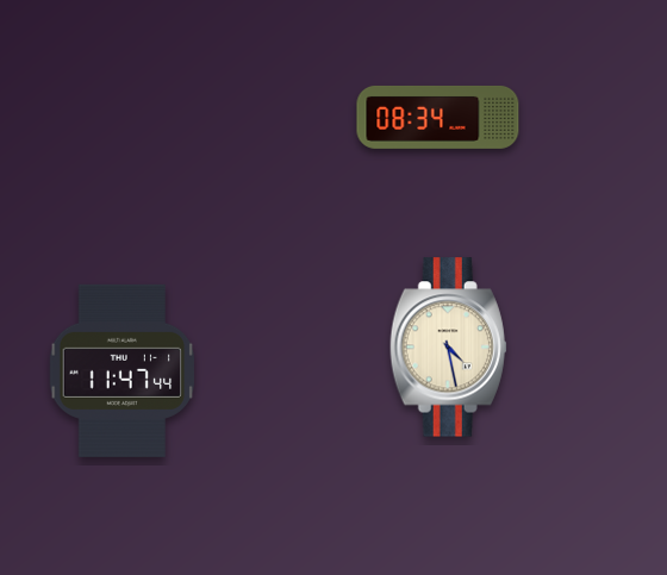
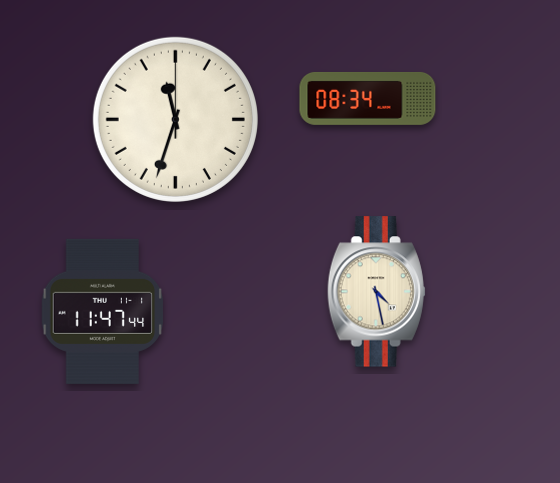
clock at (175, 119): none -> 11:33
